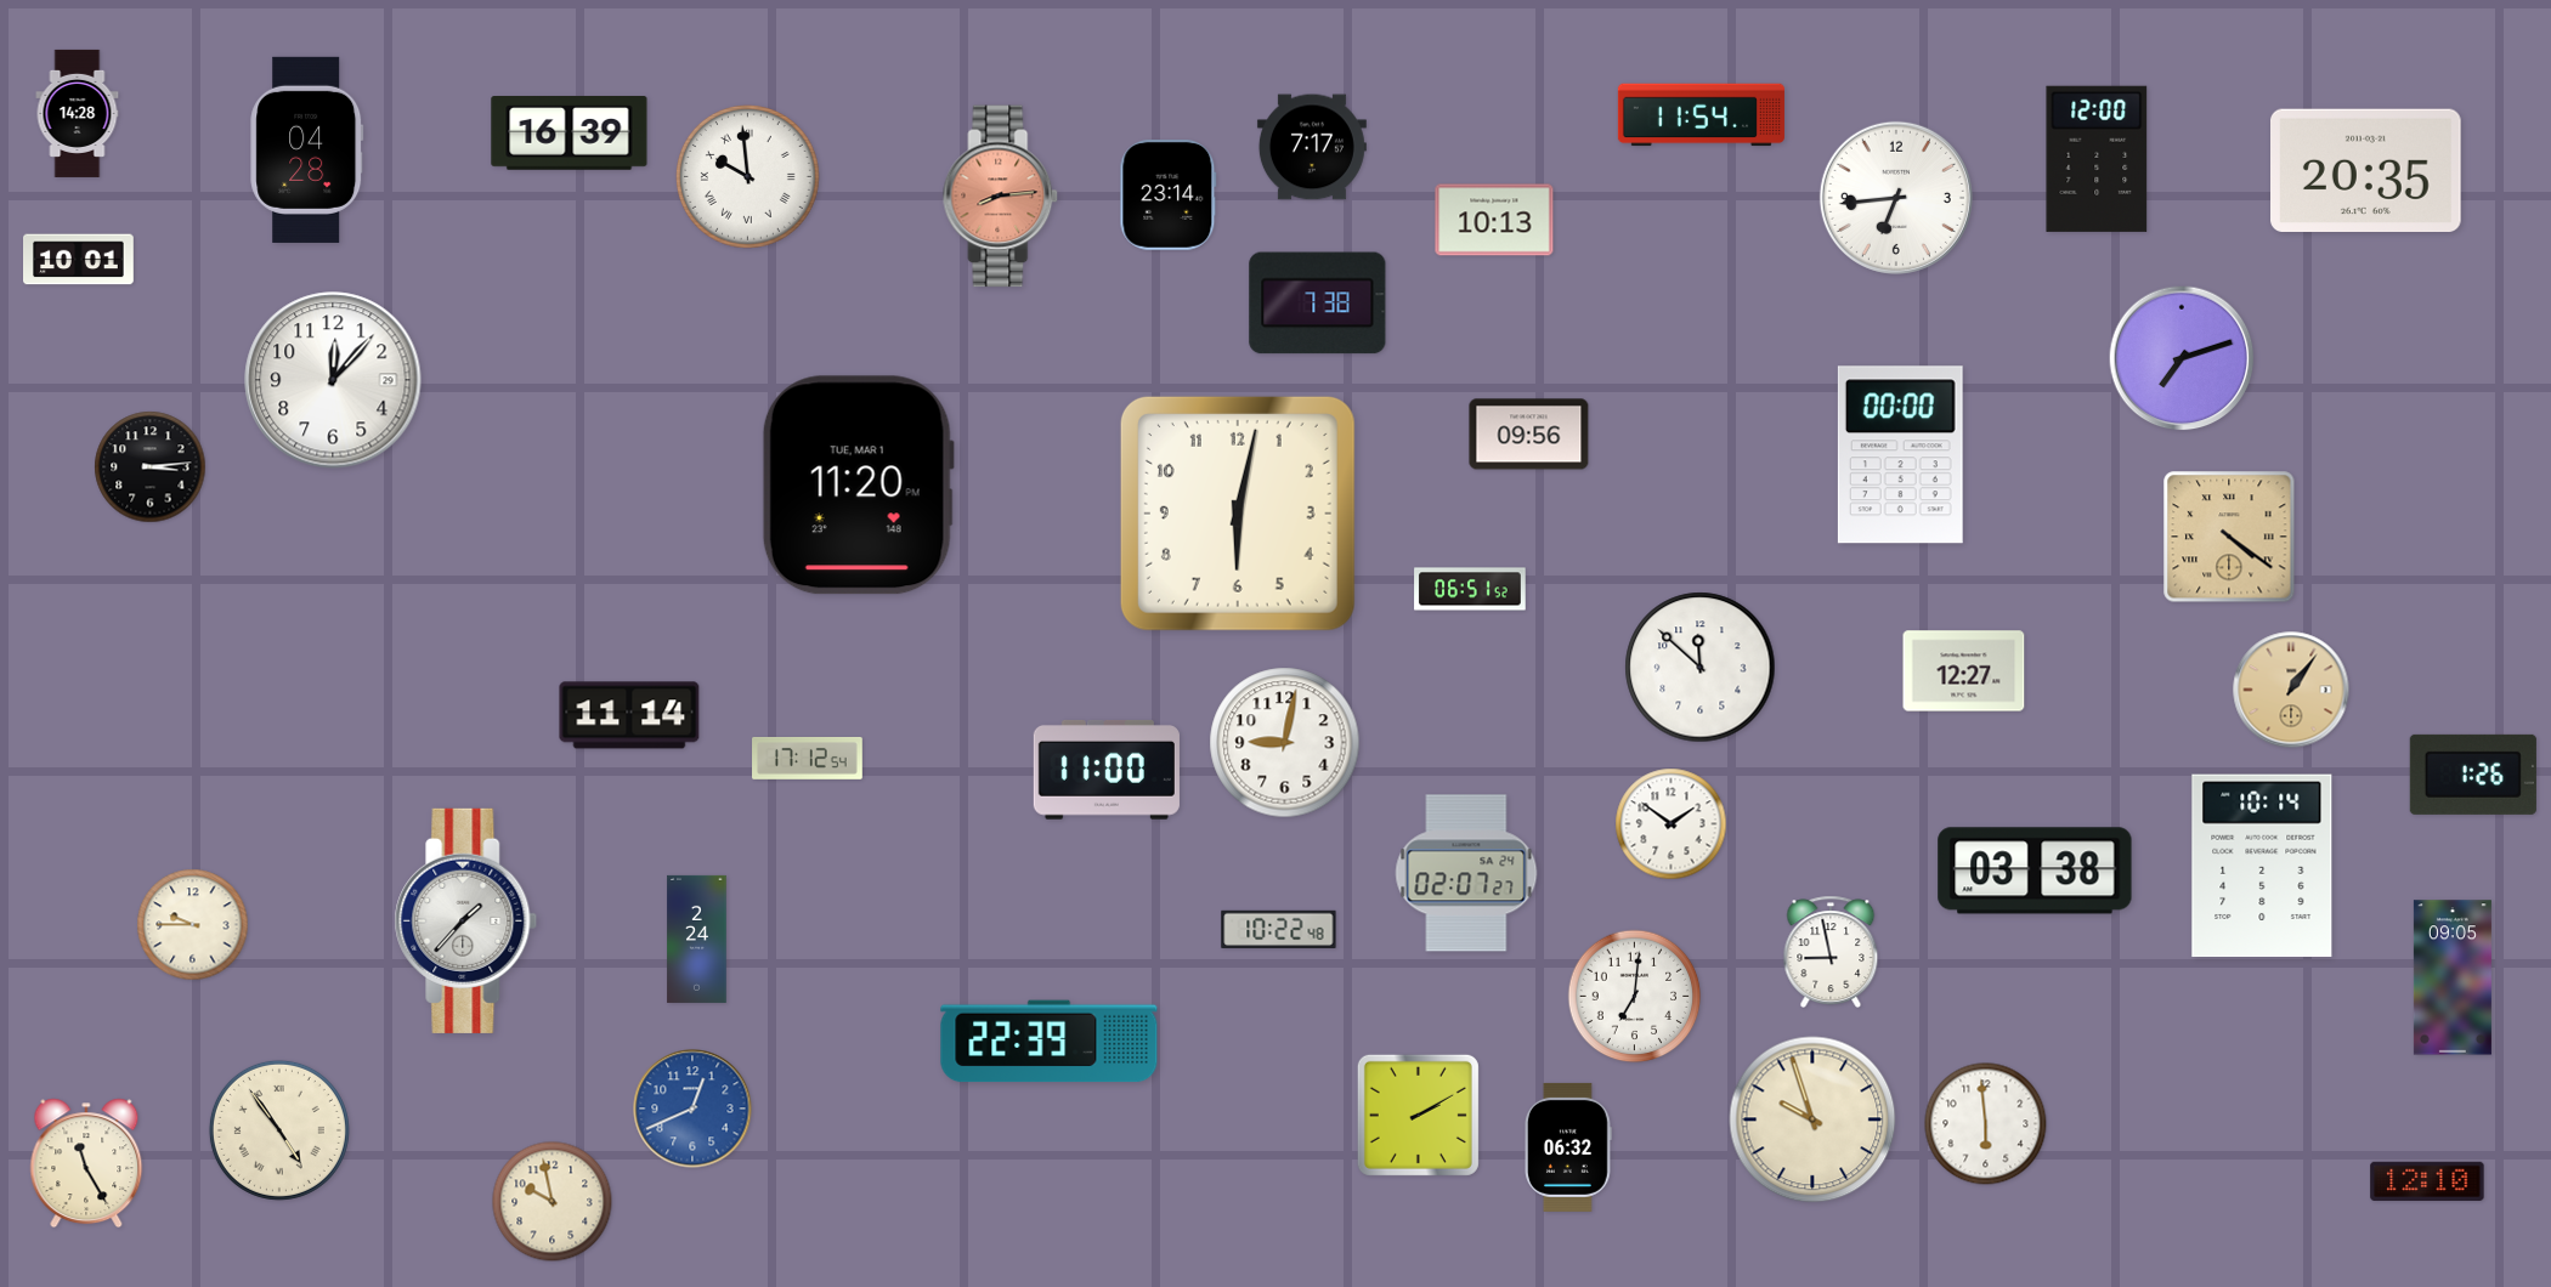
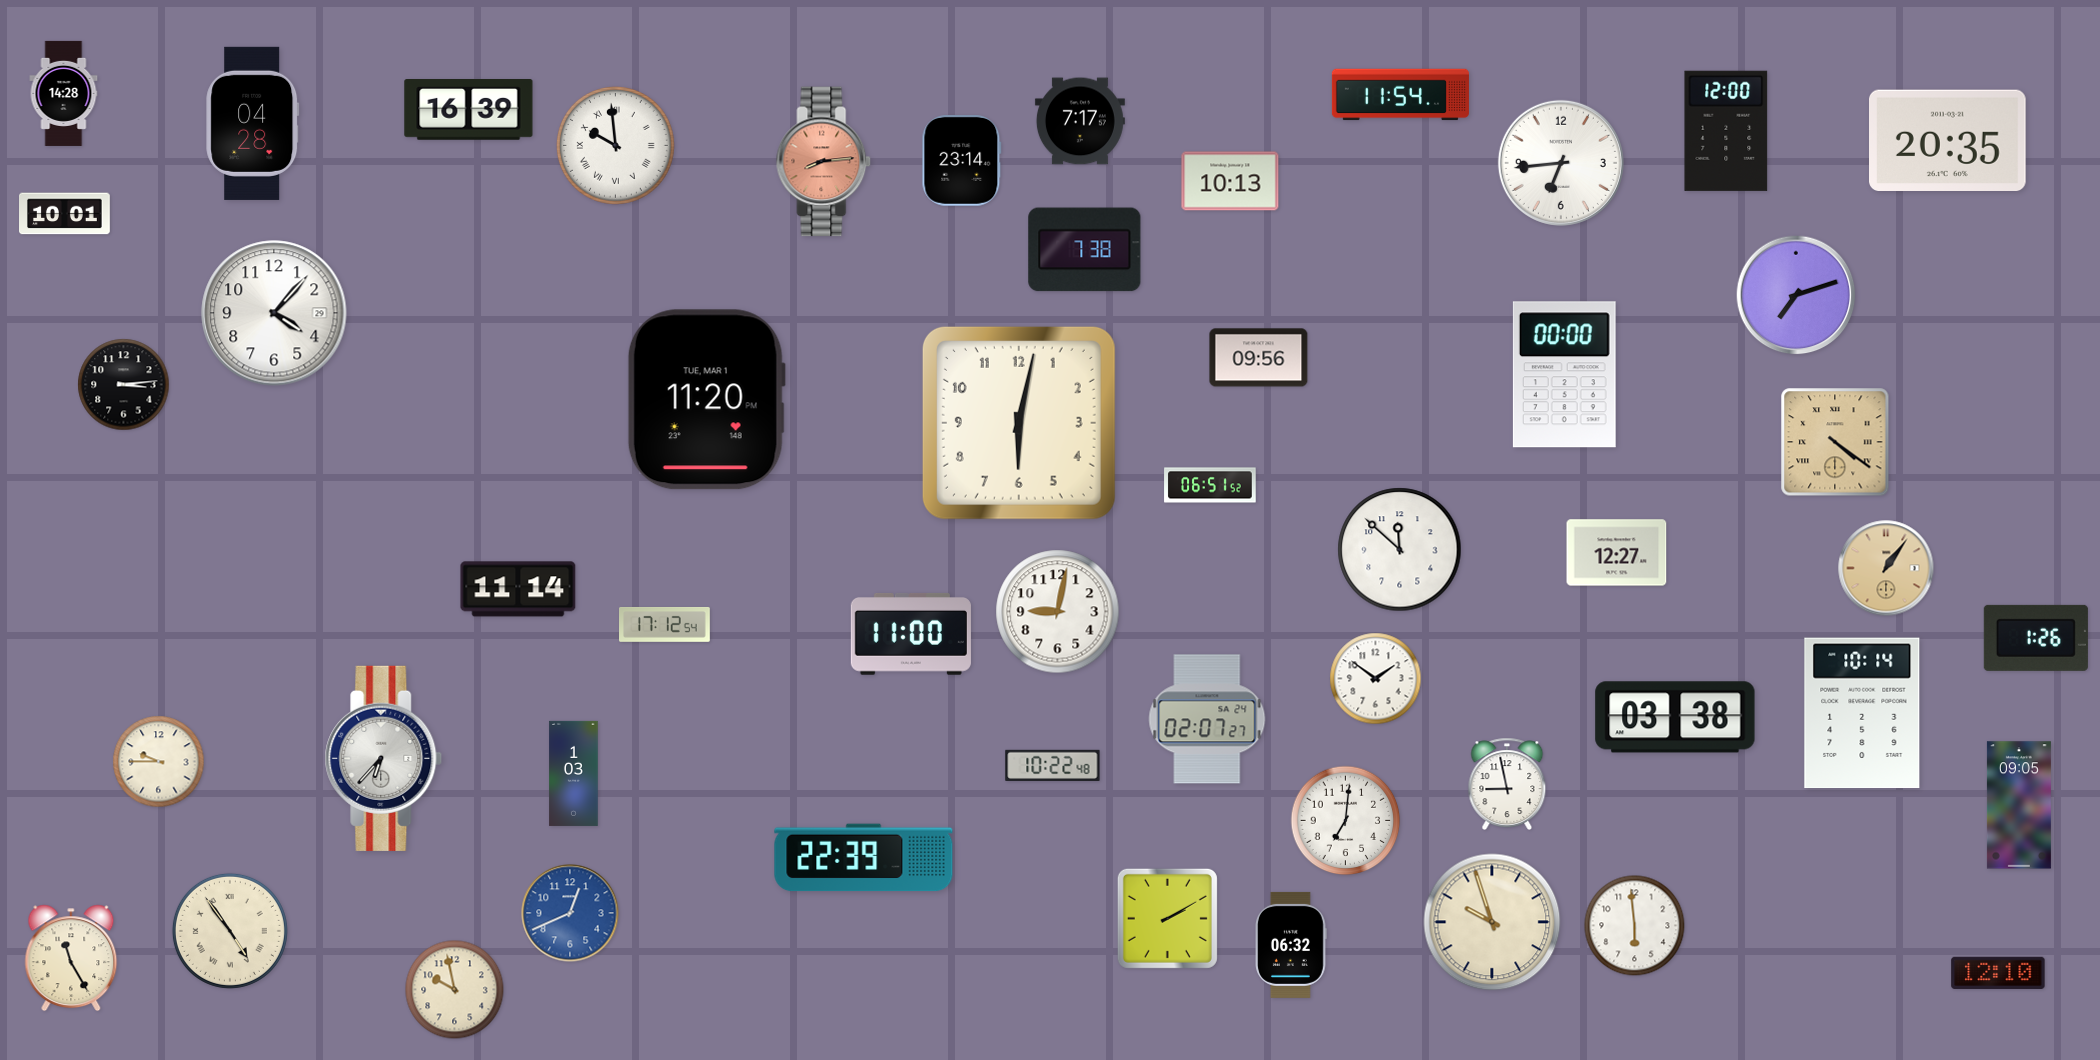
clock at (333, 380): 12:07 -> 4:07
clock at (466, 920): 1:37 -> 6:37
clock at (697, 939): 2:24 -> 1:03
